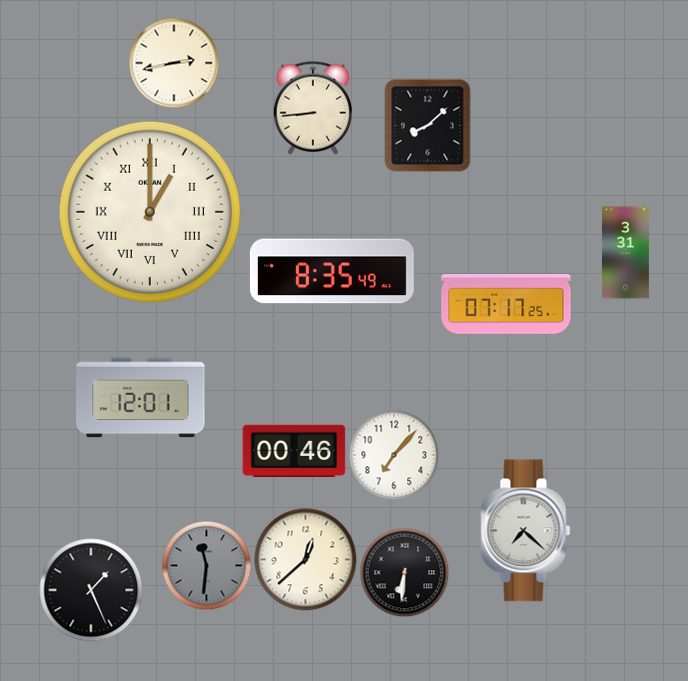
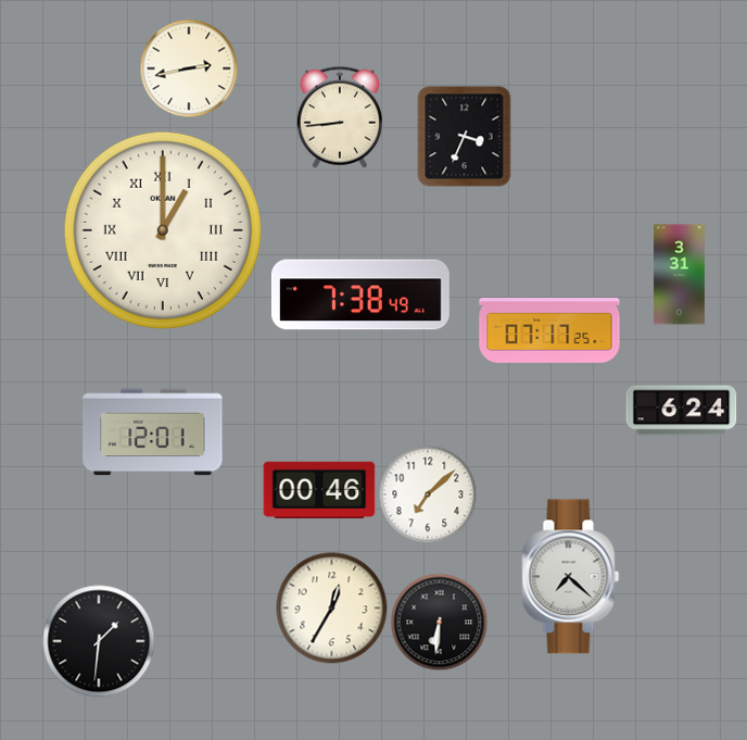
clock at (428, 126): 8:08 -> 3:34
clock at (332, 271): 8:35 -> 7:38
clock at (682, 411): none -> 6:24
clock at (394, 455): 7:07 -> 7:08
clock at (306, 560): 12:38 -> 12:35
clock at (206, 565): 11:31 -> none
clock at (91, 590): 1:26 -> 1:31
